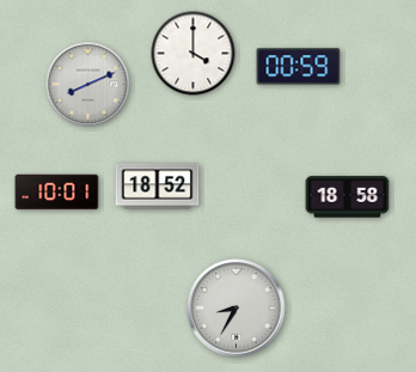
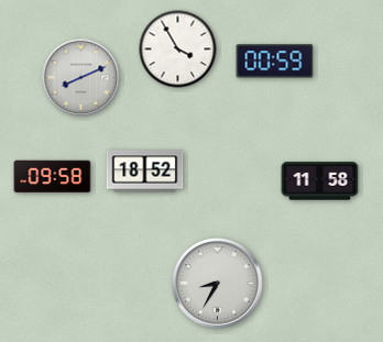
clock at (194, 54): 4:00 -> 3:55
clock at (57, 193): 10:01 -> 09:58
clock at (348, 197): 18:58 -> 11:58
